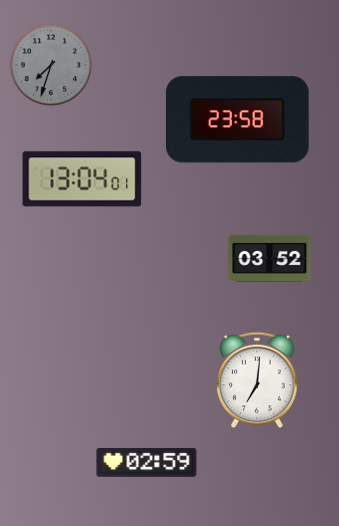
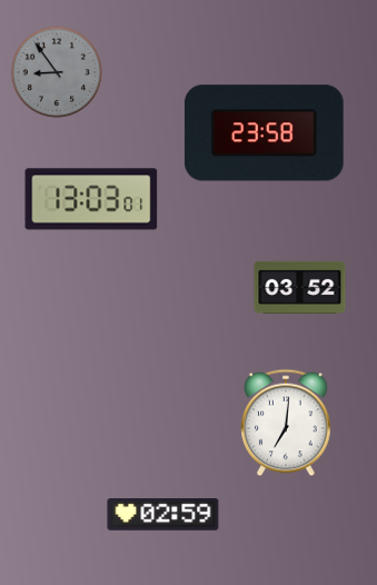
clock at (51, 65): 7:33 -> 8:54
clock at (82, 179): 13:04 -> 13:03
